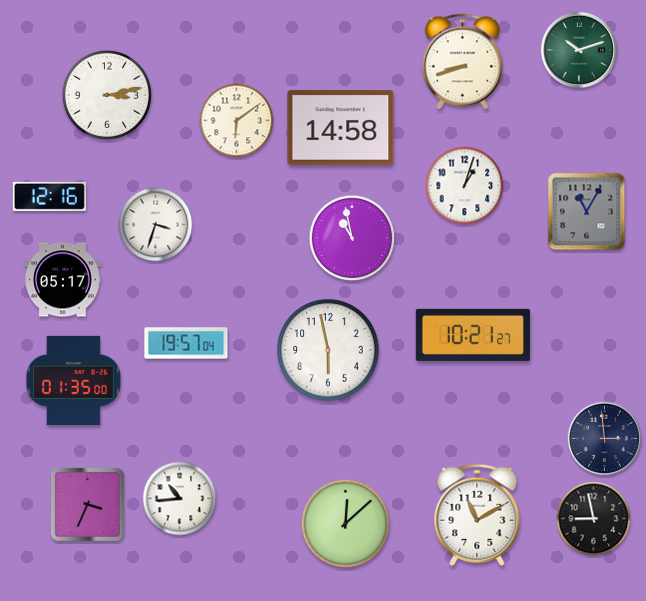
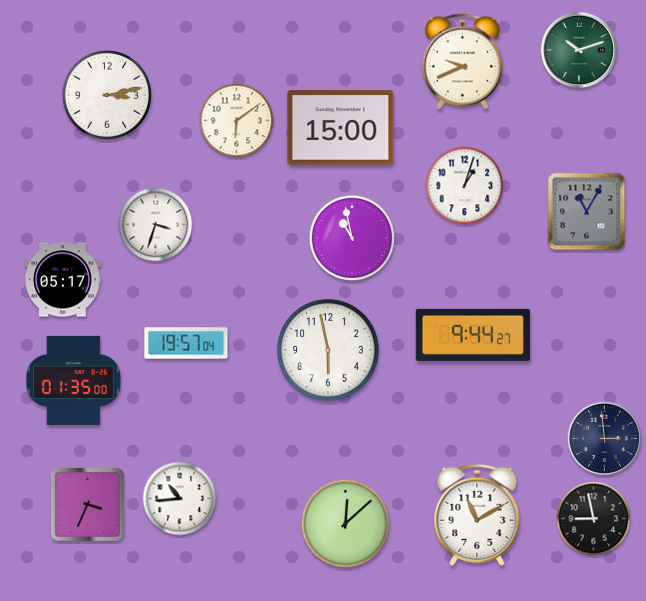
clock at (462, 62): 8:42 -> 9:41
clock at (341, 128): 14:58 -> 15:00
clock at (49, 196): 12:16 -> none
clock at (472, 335): 10:21 -> 9:44
